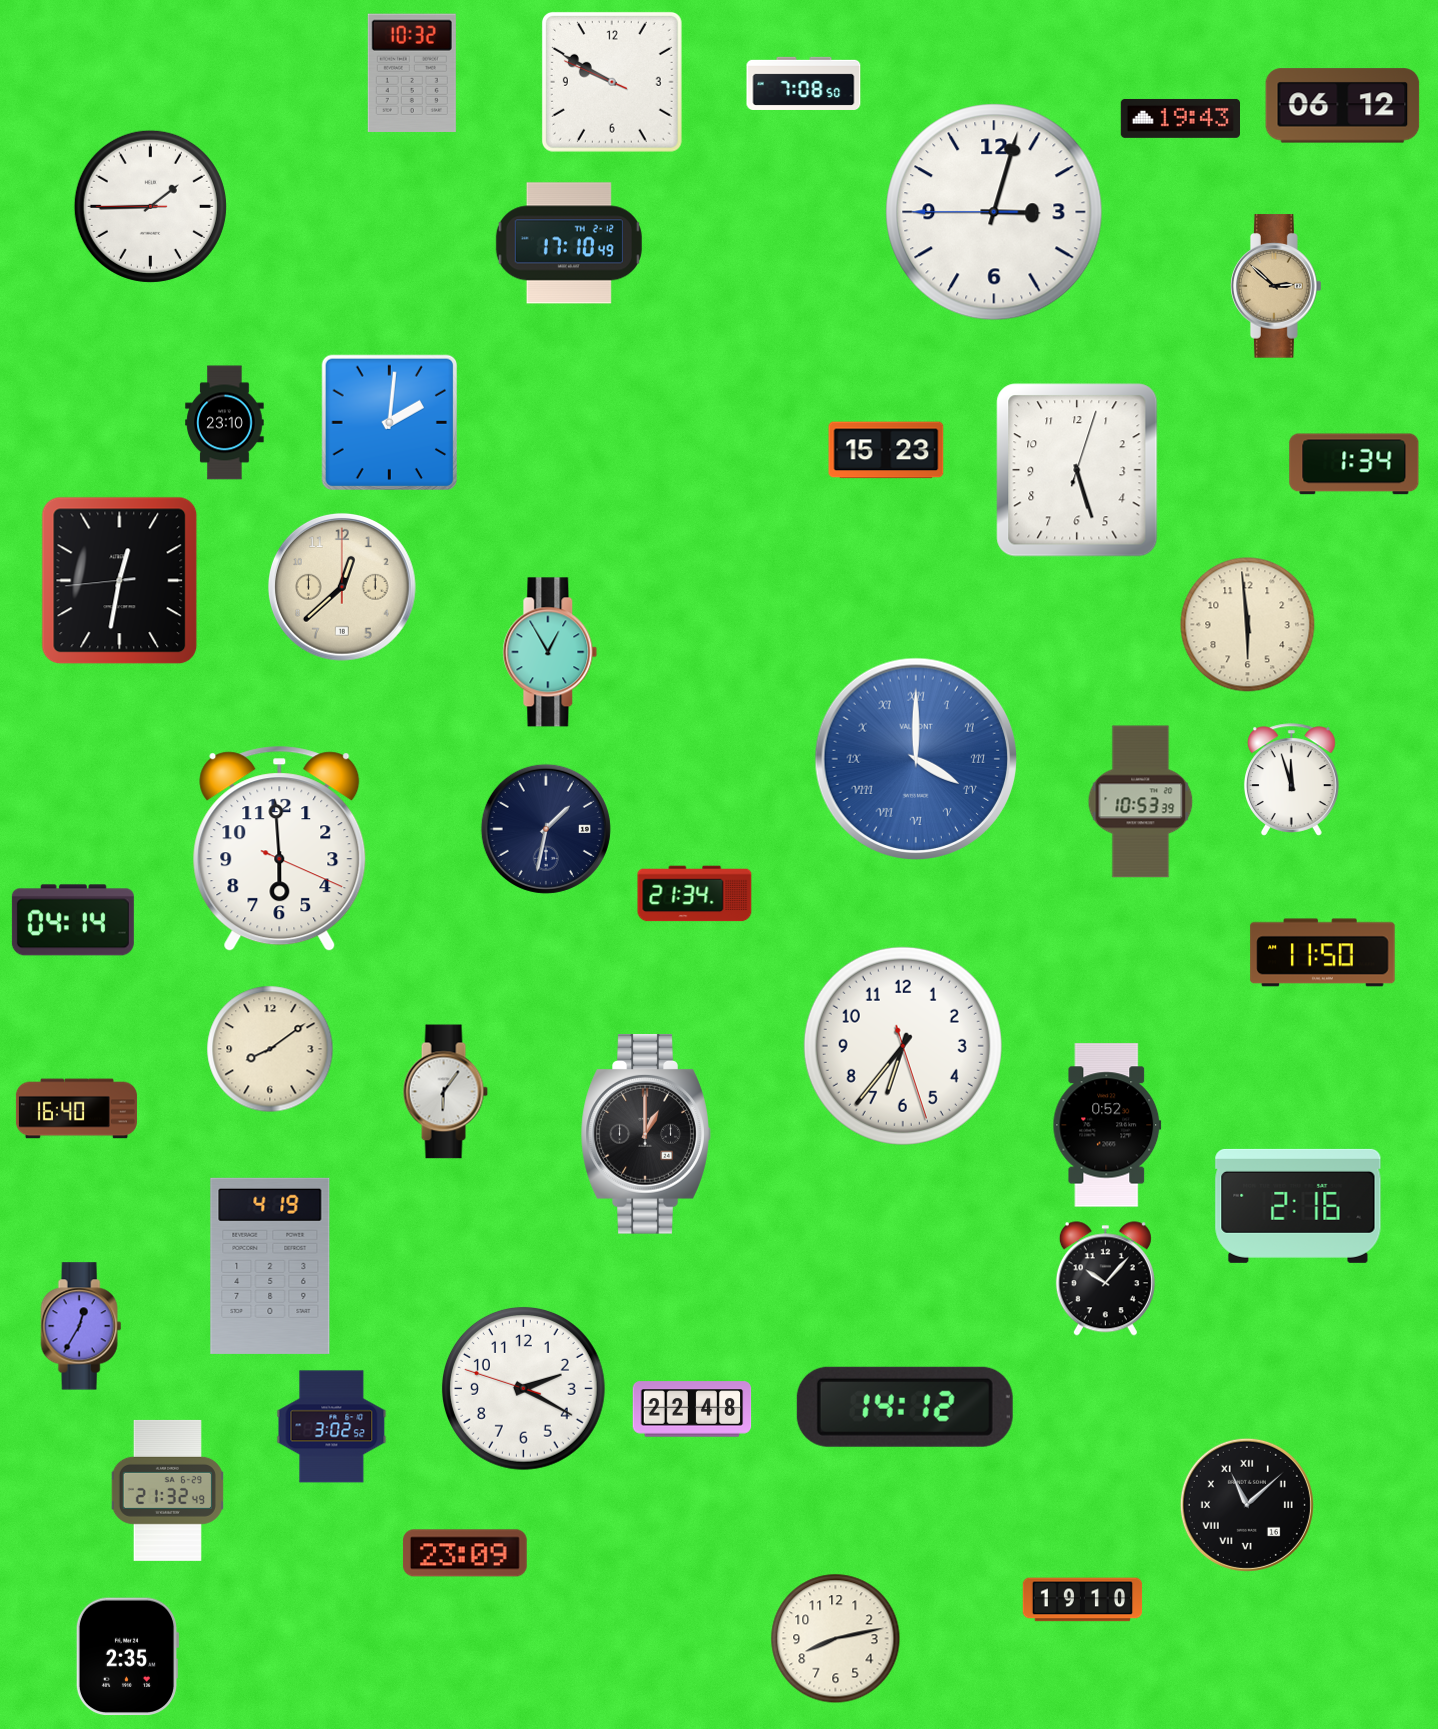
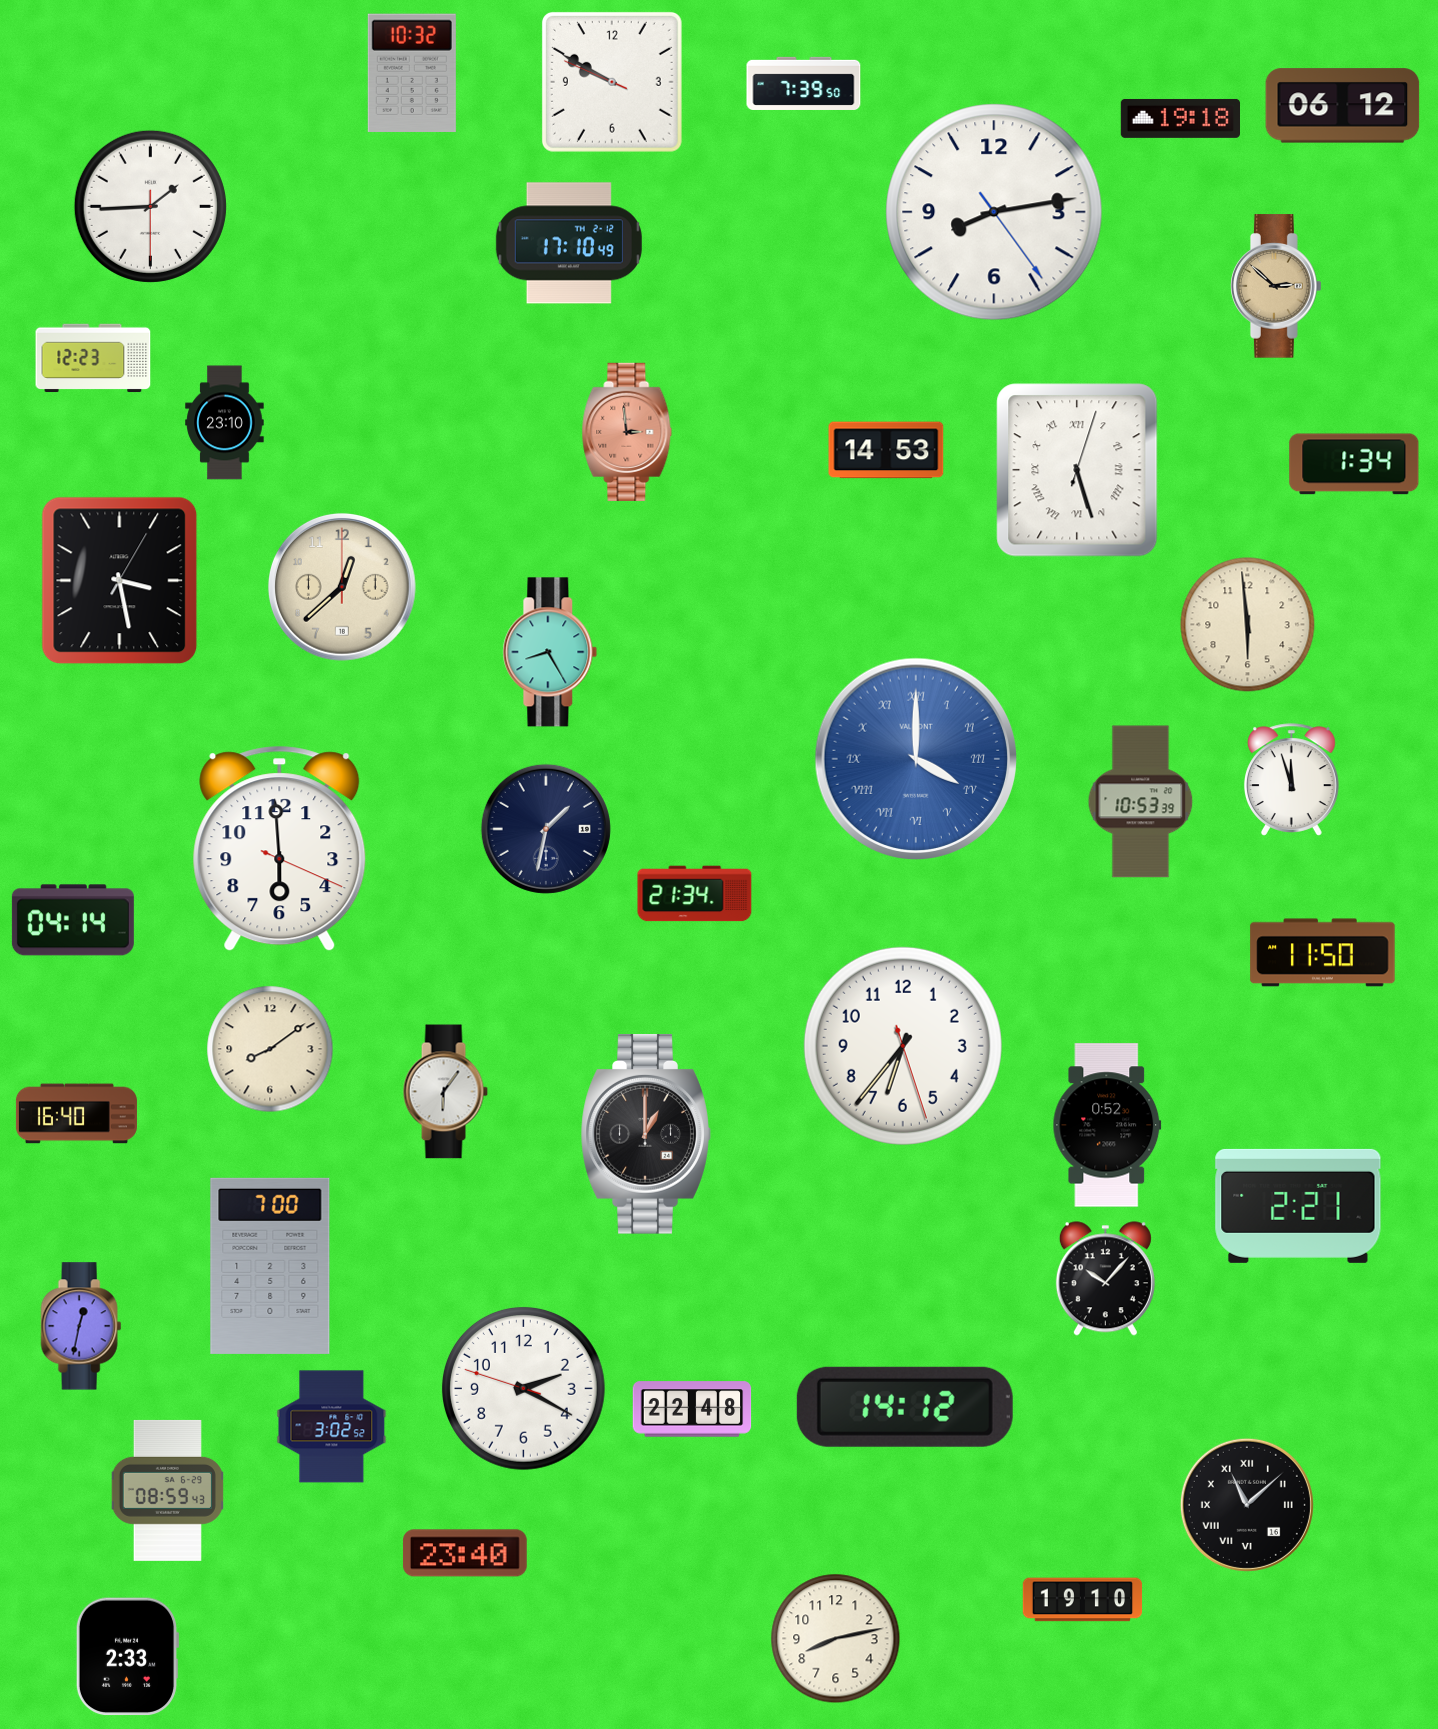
clock at (804, 83): 7:08 -> 7:39
clock at (1180, 118): 19:43 -> 19:18
clock at (150, 206): 1:44:45 -> 1:44:30
clock at (994, 212): 3:02 -> 8:13
clock at (93, 358): none -> 12:23
clock at (389, 422): 2:01 -> none
clock at (627, 432): none -> 2:59
clock at (886, 450): 15:23 -> 14:53
clock at (1077, 470) numerals: Arabic -> Roman
clock at (120, 581): 12:31 -> 3:28
clock at (550, 652): 12:55 -> 8:25
clock at (76, 1109) position: (76, 1109) -> (76, 1114)
clock at (1298, 1206): 2:16 -> 2:21
clock at (270, 1266): 4:19 -> 7:00
clock at (81, 1326): 12:35 -> 12:32
clock at (167, 1490): 21:32 -> 08:59
clock at (465, 1553): 23:09 -> 23:40
clock at (127, 1657): 2:35 -> 2:33
